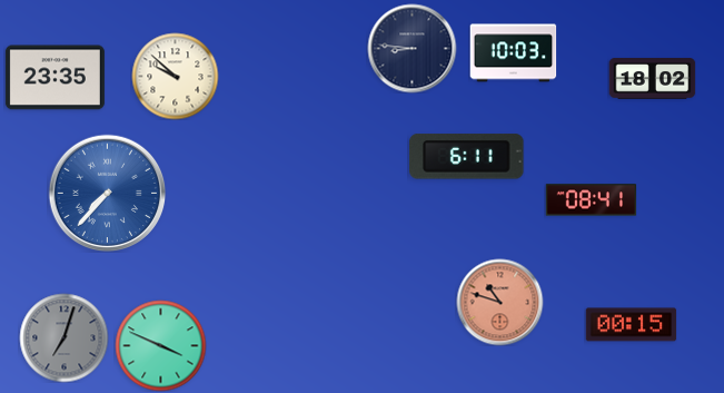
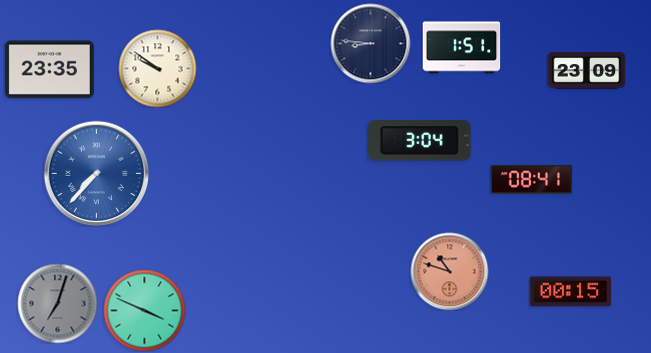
clock at (513, 53): 10:03 -> 1:51
clock at (175, 76): 9:52 -> 9:51
clock at (652, 79): 18:02 -> 23:09
clock at (467, 157): 6:11 -> 3:04
clock at (631, 325) position: (631, 325) -> (570, 292)
